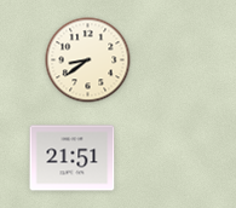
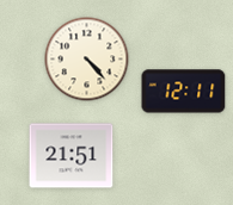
clock at (88, 60): 8:39 -> 4:23
clock at (184, 92): none -> 12:11
